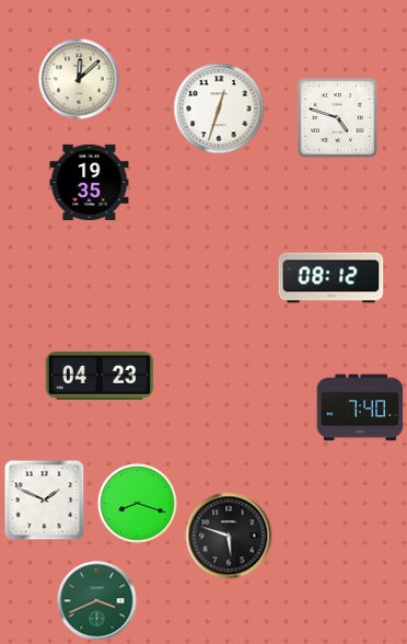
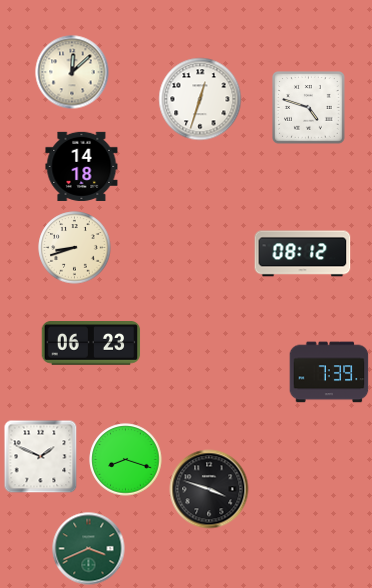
clock at (90, 182): 19:35 -> 14:18
clock at (75, 248): none -> 8:42
clock at (100, 377): 04:23 -> 06:23
clock at (360, 407): 7:40 -> 7:39
clock at (229, 536): 5:48 -> 3:48
